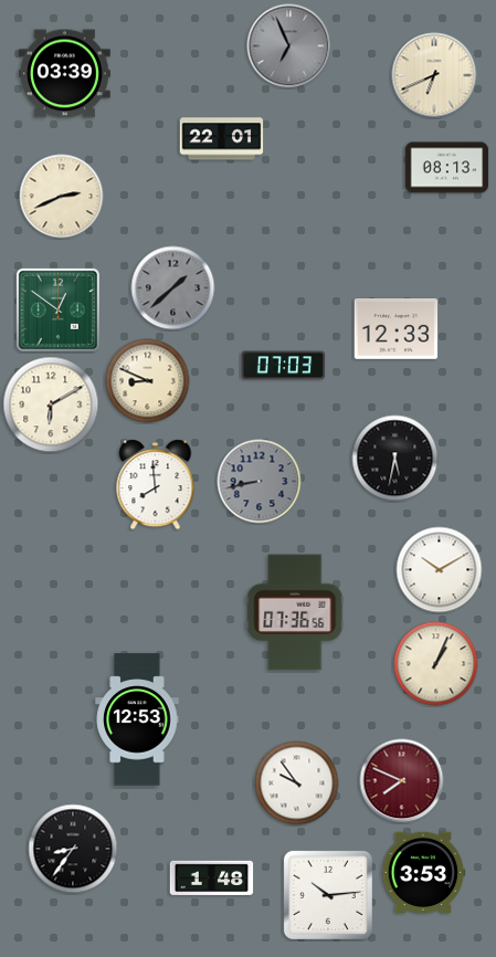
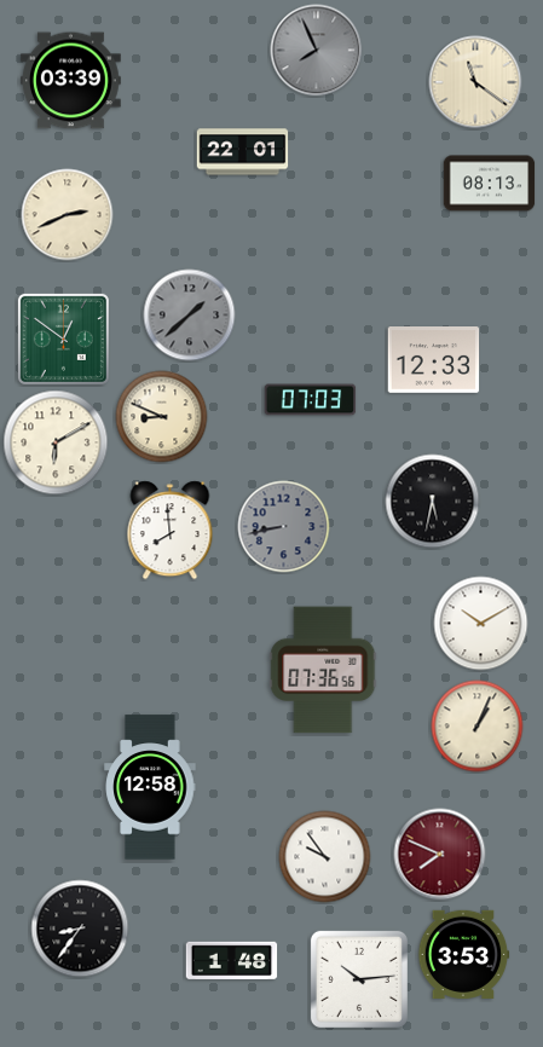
clock at (289, 46): 6:56 -> 7:56
clock at (434, 75): 6:41 -> 11:21
clock at (137, 719): 12:53 -> 12:58
